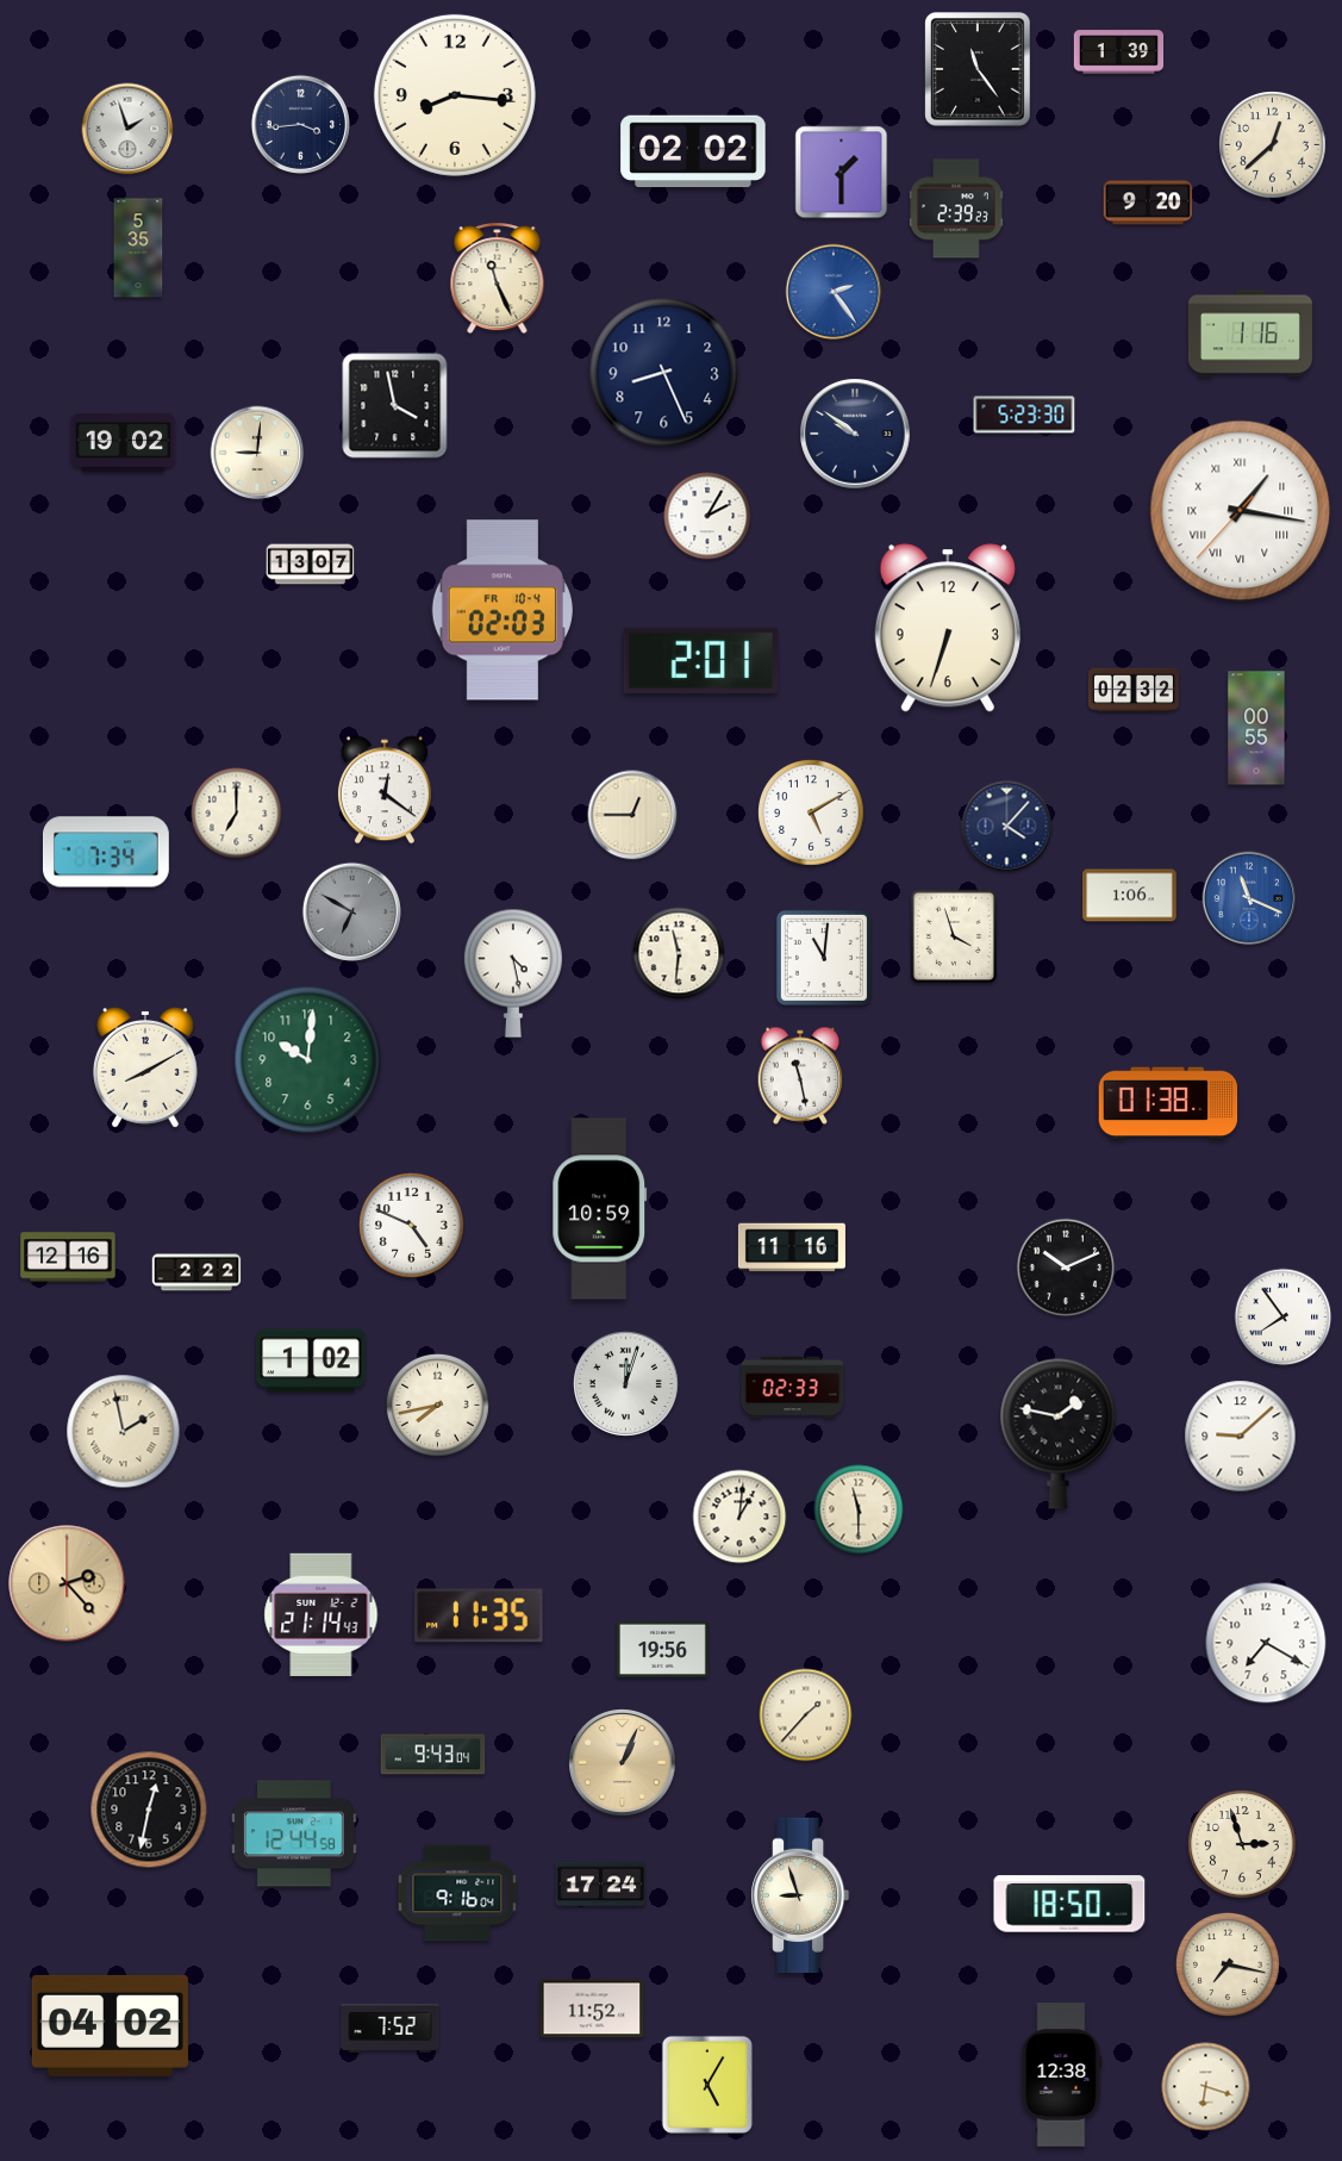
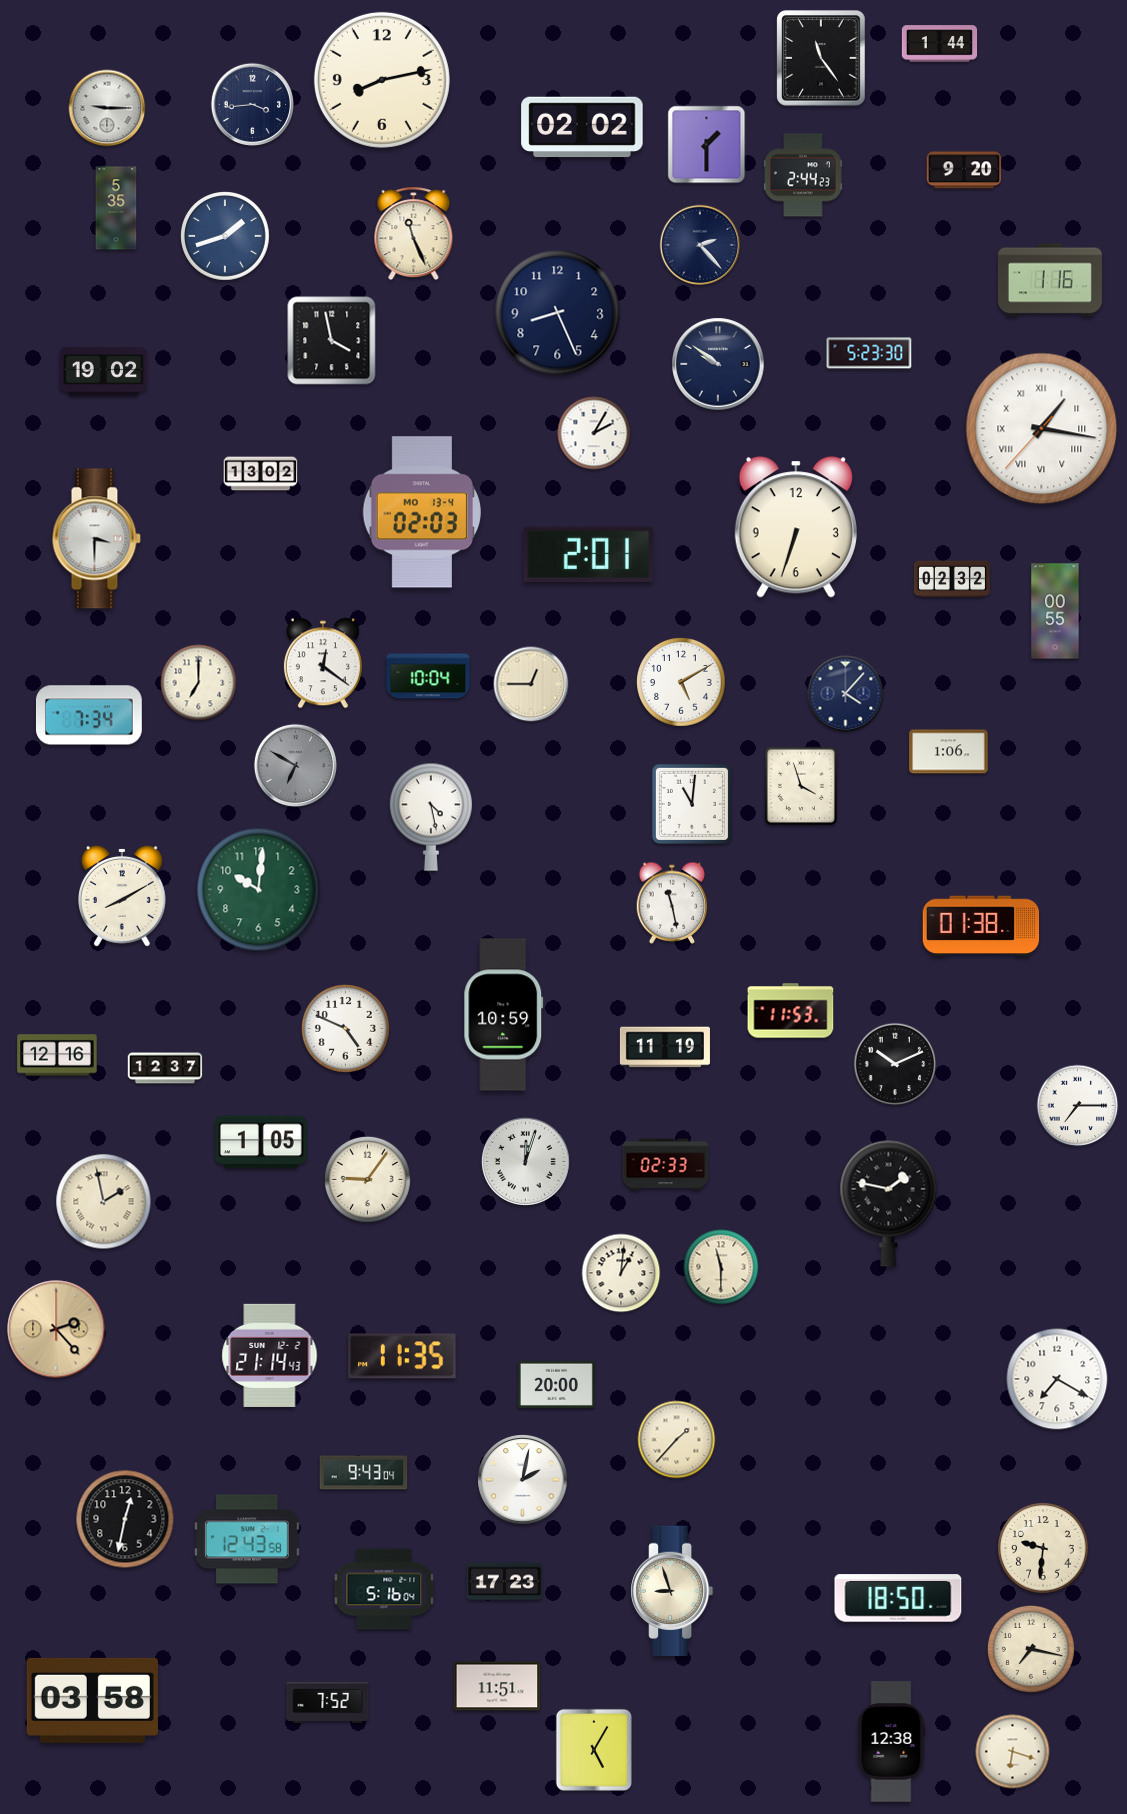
clock at (1119, 52): 1:39 -> 1:44
clock at (455, 95): 8:16 -> 8:13
clock at (127, 129): 1:57 -> 9:15
clock at (1273, 145): 12:38 -> none
clock at (956, 208): 2:39 -> 2:44
clock at (498, 279) position: (498, 279) -> (414, 234)
clock at (226, 237): none -> 1:42
clock at (834, 292): 2:24 -> 2:23
clock at (834, 292) dial: blue -> navy
clock at (1024, 415) position: (1024, 415) -> (869, 353)
clock at (257, 453): 9:01 -> none
clock at (311, 565): 13:07 -> 13:02
clock at (503, 610) date: FR 10-4 -> MO 13-4
clock at (96, 539): none -> 3:30
clock at (428, 676): none -> 10:04
clock at (1249, 898): 11:19 -> none
clock at (679, 953): 11:31 -> none
clock at (791, 1011): none -> 11:53
clock at (792, 1247): 11:16 -> 11:19
clock at (196, 1272): 2:22 -> 12:37
clock at (1284, 1318): 7:54 -> 7:15
clock at (312, 1360): 1:02 -> 1:05
clock at (437, 1405): 7:43 -> 9:06
clock at (1241, 1437): 9:08 -> none
clock at (1266, 1643) position: (1266, 1643) -> (1057, 1379)
clock at (662, 1649): 19:56 -> 20:00
clock at (623, 1763): 1:04 -> 2:02
clock at (623, 1763) dial: champagne -> white
clock at (294, 1833): 12:44 -> 12:43
clock at (1242, 1844): 2:57 -> 9:31
clock at (601, 1885): 17:24 -> 17:23
clock at (457, 1893): 9:16 -> 5:16
clock at (592, 2009): 11:52 -> 11:51
clock at (110, 2025): 04:02 -> 03:58
